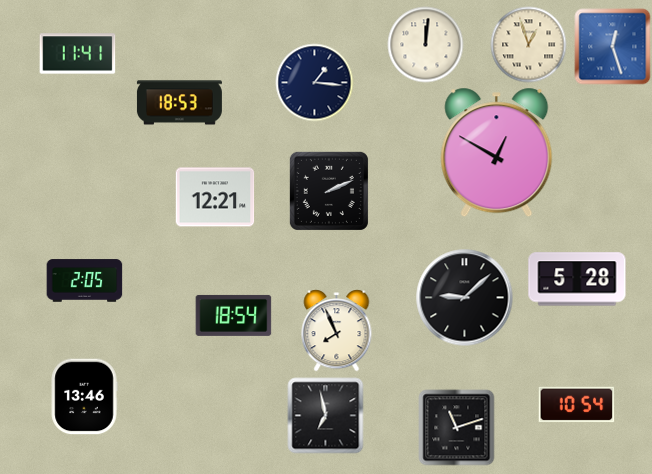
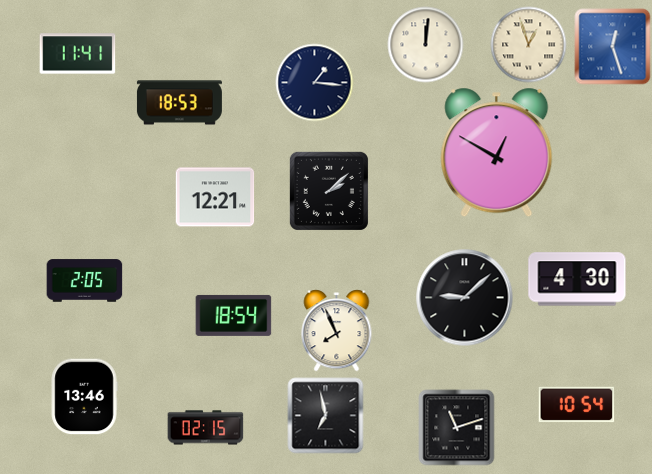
clock at (329, 191): 2:11 -> 2:08
clock at (577, 279): 5:28 -> 4:30
clock at (206, 428): none -> 02:15
